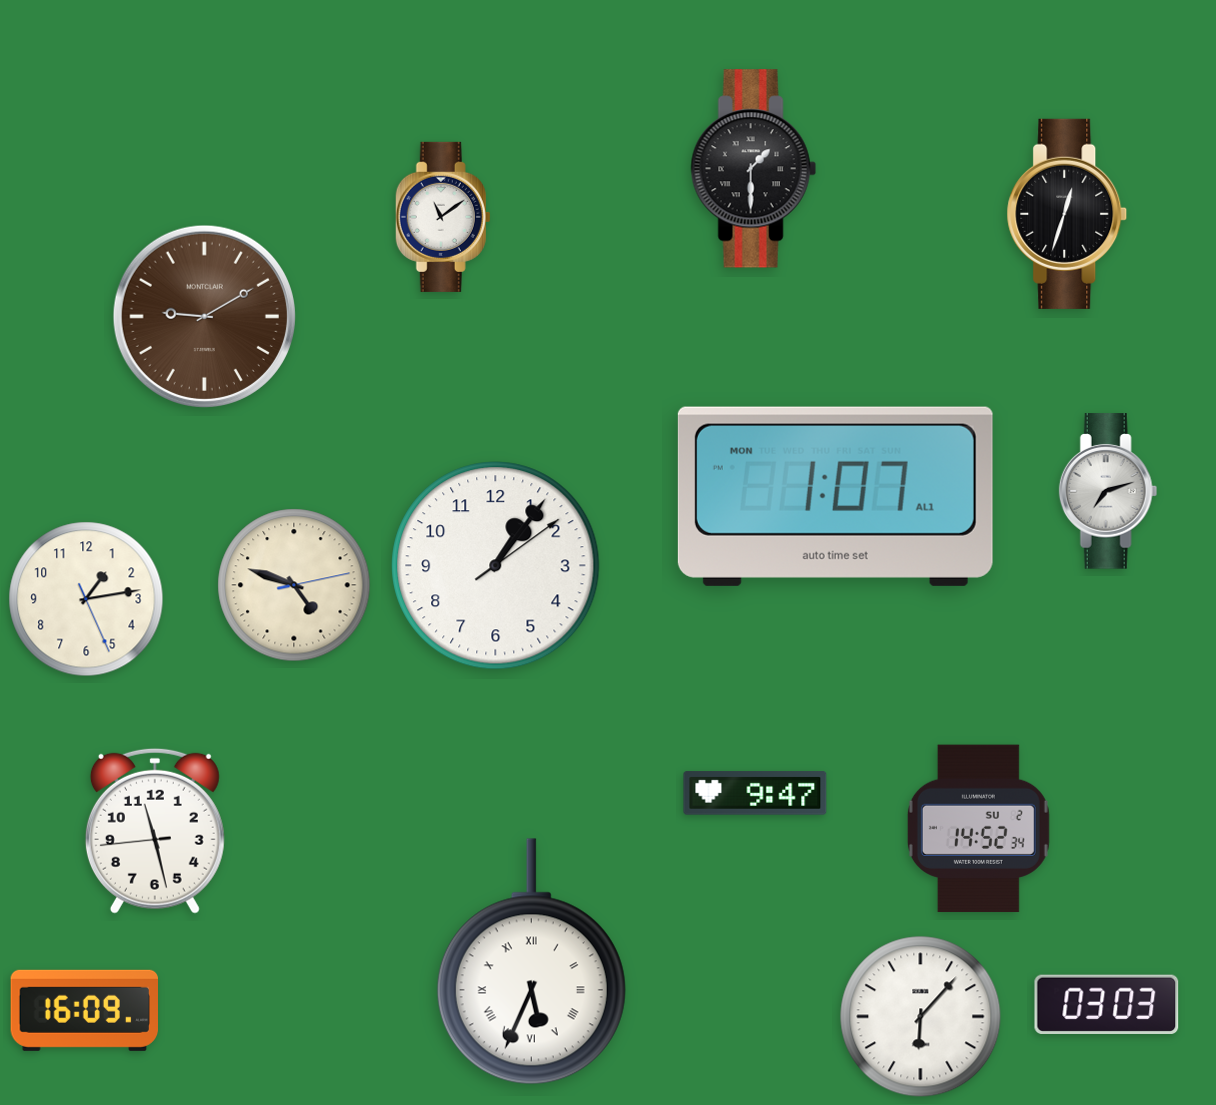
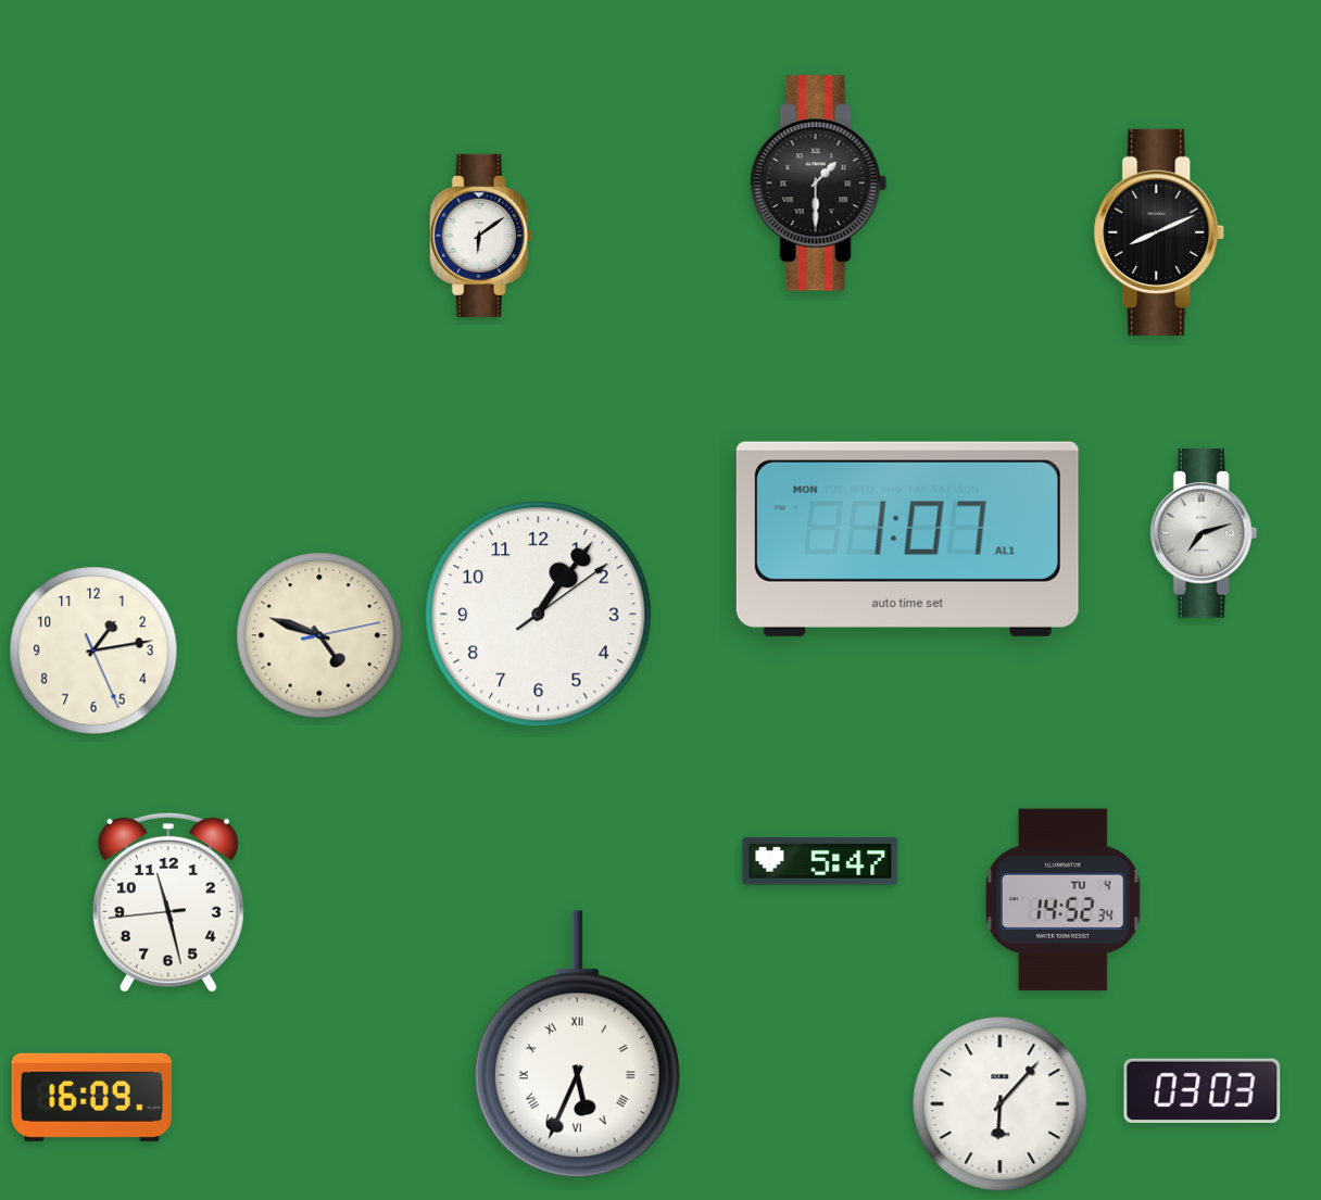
clock at (1067, 214): 12:33 -> 8:11
clock at (443, 217): 11:09 -> 6:09
clock at (204, 316): 9:10 -> none
clock at (755, 793): 9:47 -> 5:47
clock at (978, 829) date: SU 2 -> TU 4
